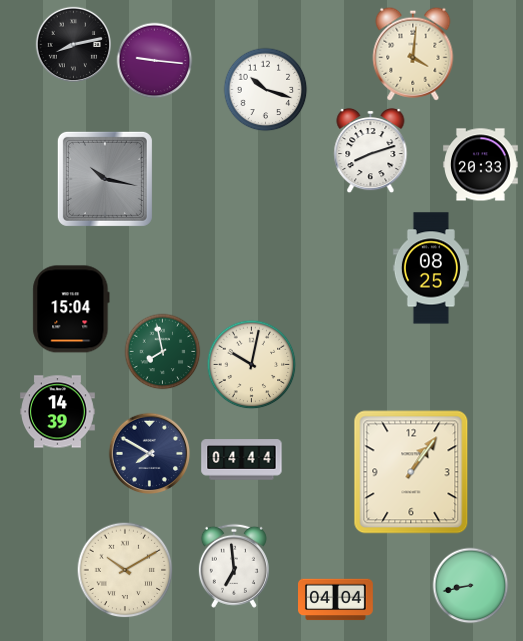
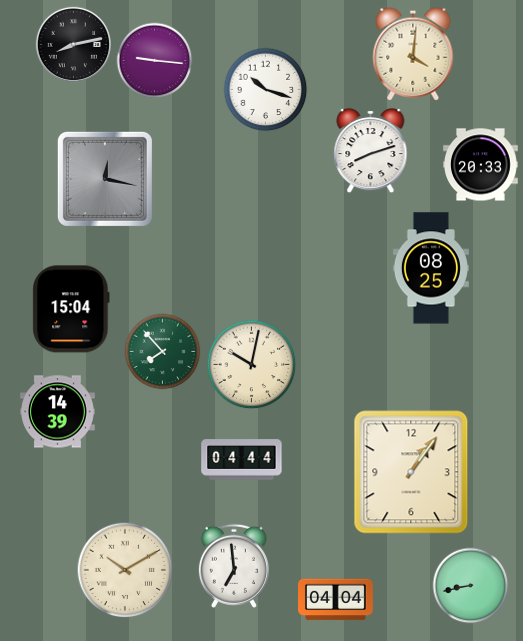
clock at (105, 179): 10:17 -> 12:17
clock at (163, 352): 7:58 -> 7:53
clock at (150, 454): 7:50 -> none
